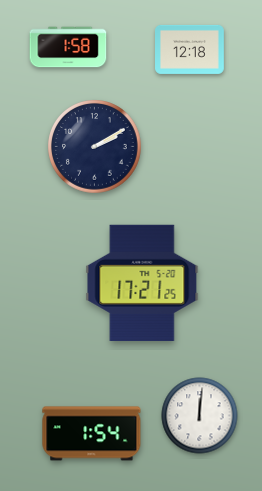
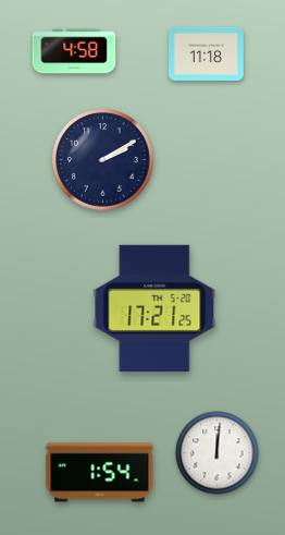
clock at (68, 47): 1:58 -> 4:58
clock at (190, 49): 12:18 -> 11:18
